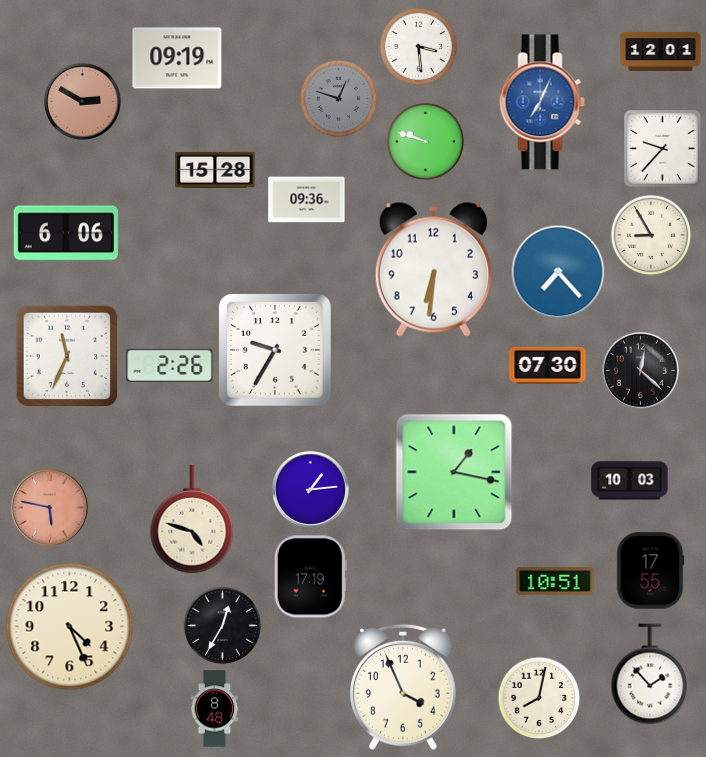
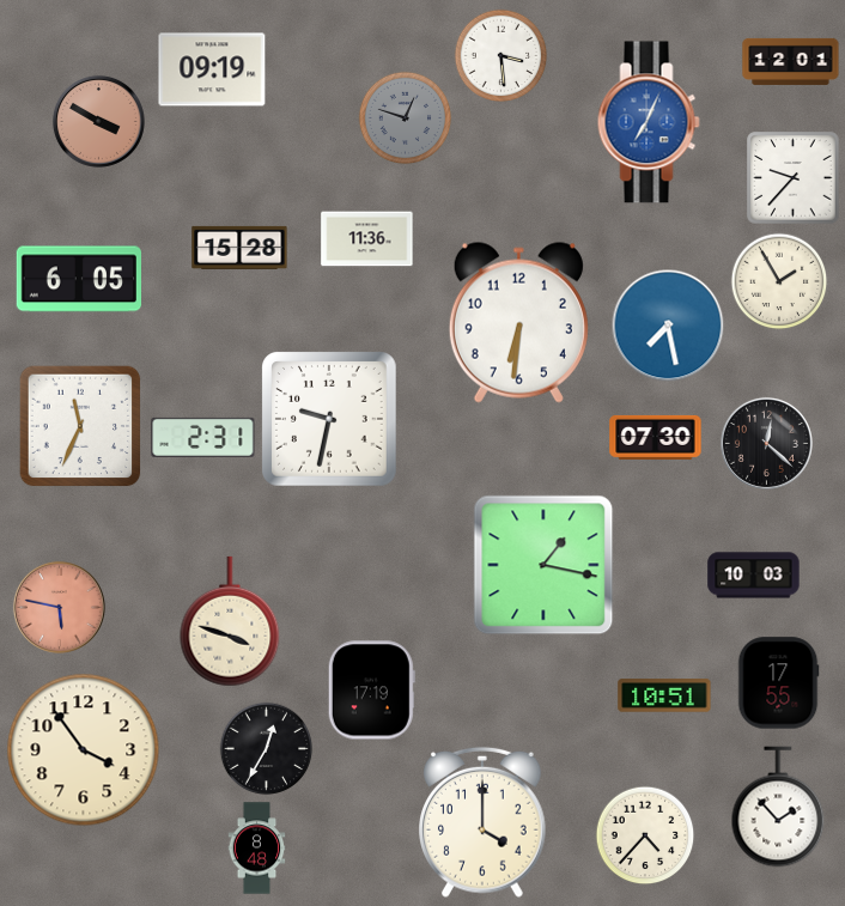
clock at (82, 101): 2:50 -> 3:50
clock at (425, 141): 9:48 -> none
clock at (215, 170) position: (215, 170) -> (239, 248)
clock at (307, 200): 09:36 -> 11:36
clock at (65, 233): 6:06 -> 6:05
clock at (651, 235): 8:55 -> 1:55
clock at (558, 272): 7:23 -> 7:28
clock at (276, 351): 9:35 -> 9:32
clock at (170, 365): 2:26 -> 2:31
clock at (310, 489): 1:14 -> none
clock at (192, 519): 4:48 -> 3:48
clock at (70, 627): 4:26 -> 3:54
clock at (404, 687): 3:56 -> 4:00
clock at (539, 698): 8:02 -> 4:37
